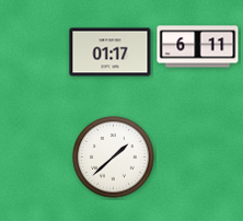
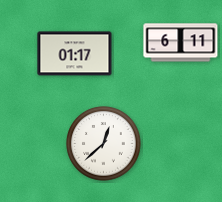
clock at (111, 53) position: (111, 53) -> (75, 54)
clock at (114, 158): 1:38 -> 12:38
